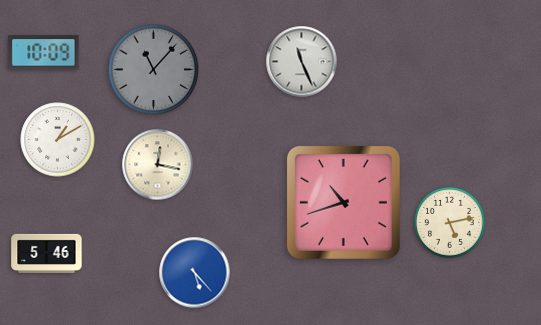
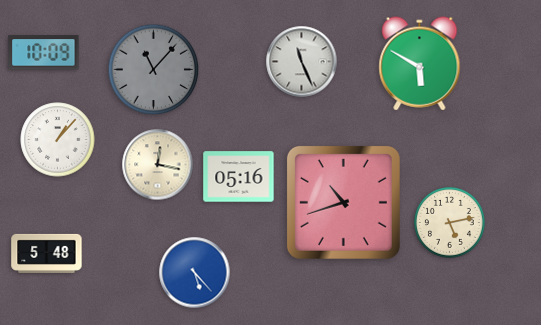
clock at (420, 64): none -> 5:50
clock at (58, 140): 1:10 -> 1:07
clock at (239, 177): none -> 05:16
clock at (47, 253): 5:46 -> 5:48
